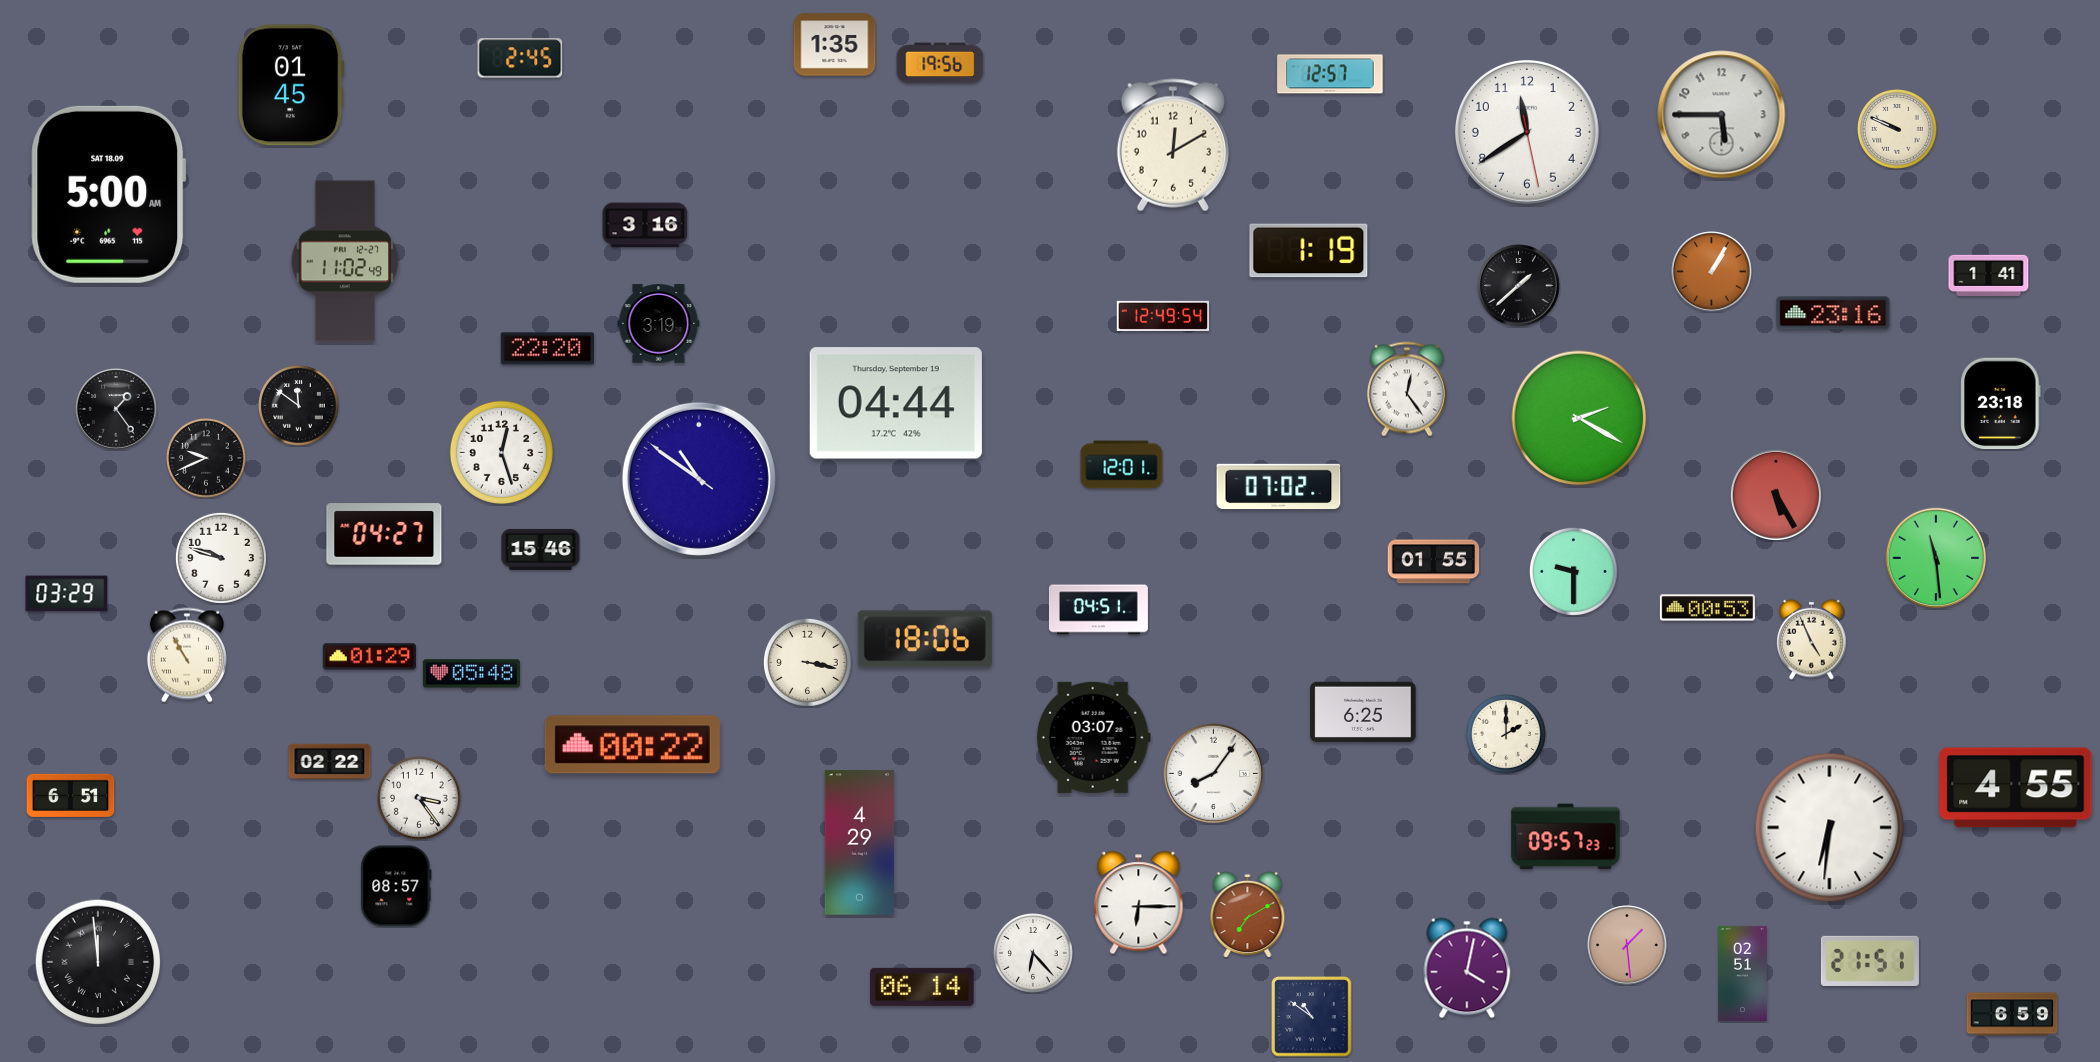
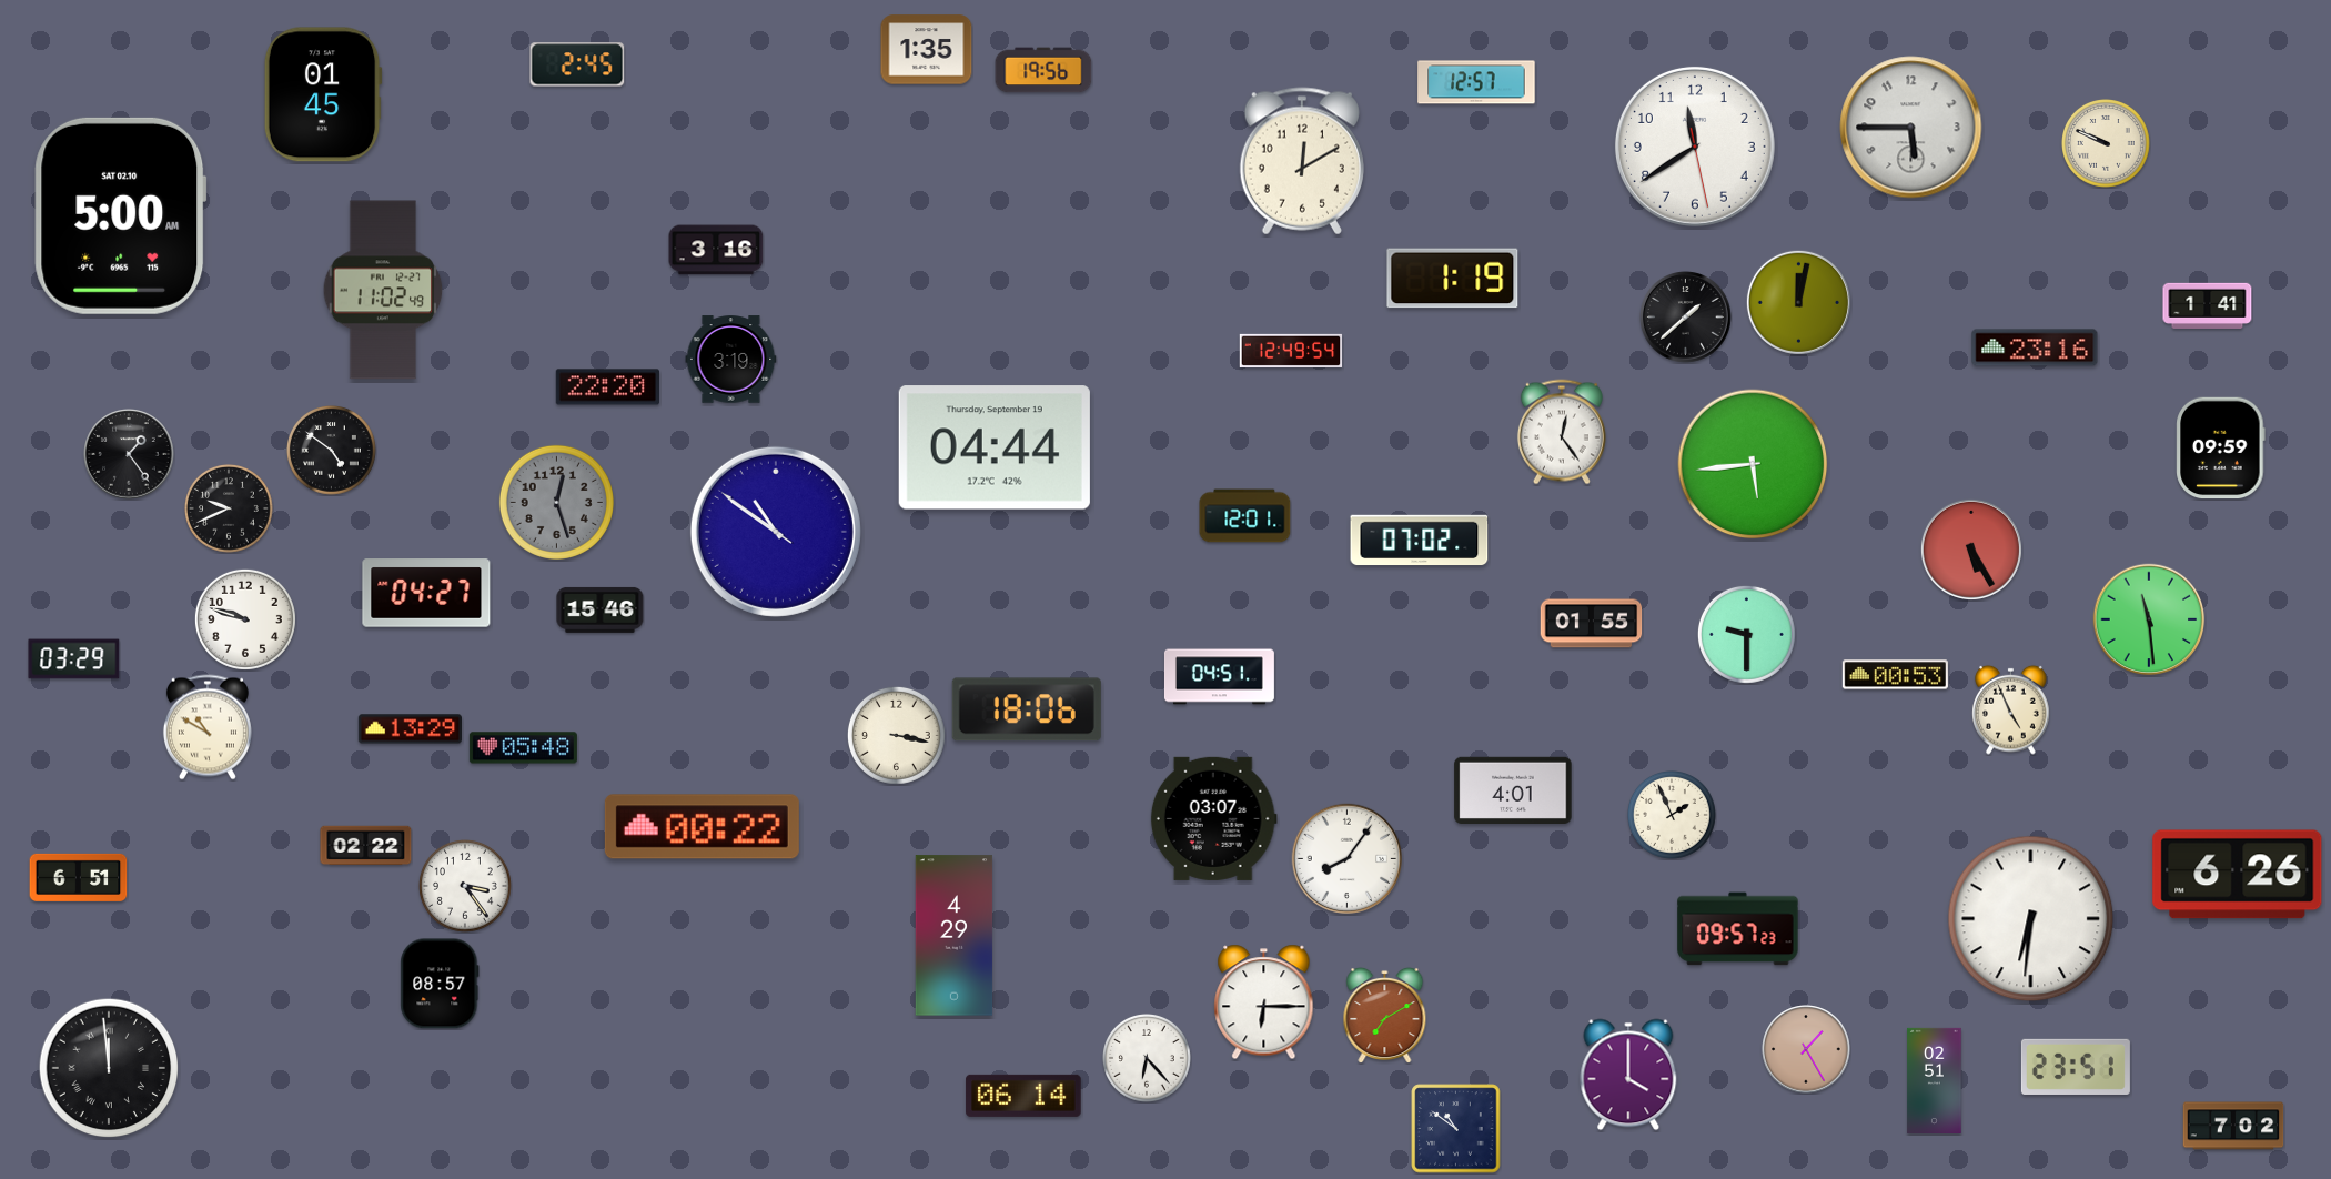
clock at (109, 194) date: SAT 18.09 -> SAT 02.10
clock at (1798, 302): none -> 12:02
clock at (1712, 272): 1:05 -> none
clock at (2001, 404): 23:18 -> 09:59
clock at (299, 406): 11:51 -> 4:51
clock at (1579, 418): 2:20 -> 5:44
clock at (501, 452) dial: white -> grey
clock at (187, 655): 10:55 -> 10:50
clock at (369, 657): 01:29 -> 13:29
clock at (1363, 711): 6:25 -> 4:01
clock at (1507, 735): 2:00 -> 1:56
clock at (2016, 788): 4:55 -> 6:26
clock at (71, 795) position: (71, 795) -> (79, 877)
clock at (1627, 945): 1:29 -> 1:25
clock at (1870, 961): 21:51 -> 23:51
clock at (1467, 968): 4:02 -> 4:00
clock at (2012, 1014): 6:59 -> 7:02
